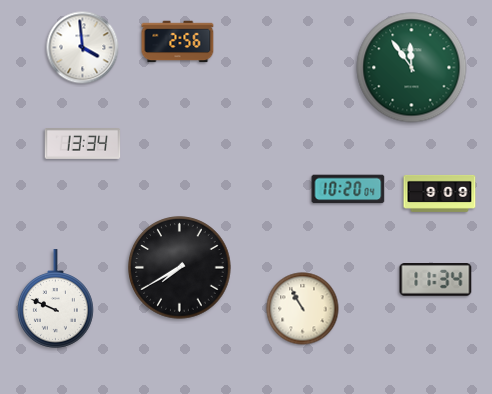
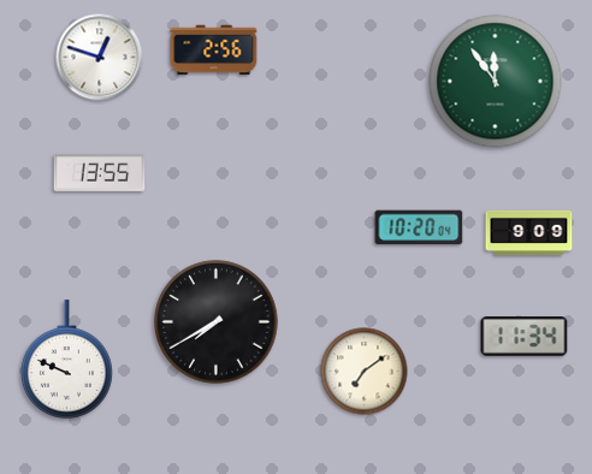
clock at (83, 48): 3:59 -> 12:48
clock at (83, 144): 13:34 -> 13:55
clock at (303, 309): 10:55 -> 7:09
